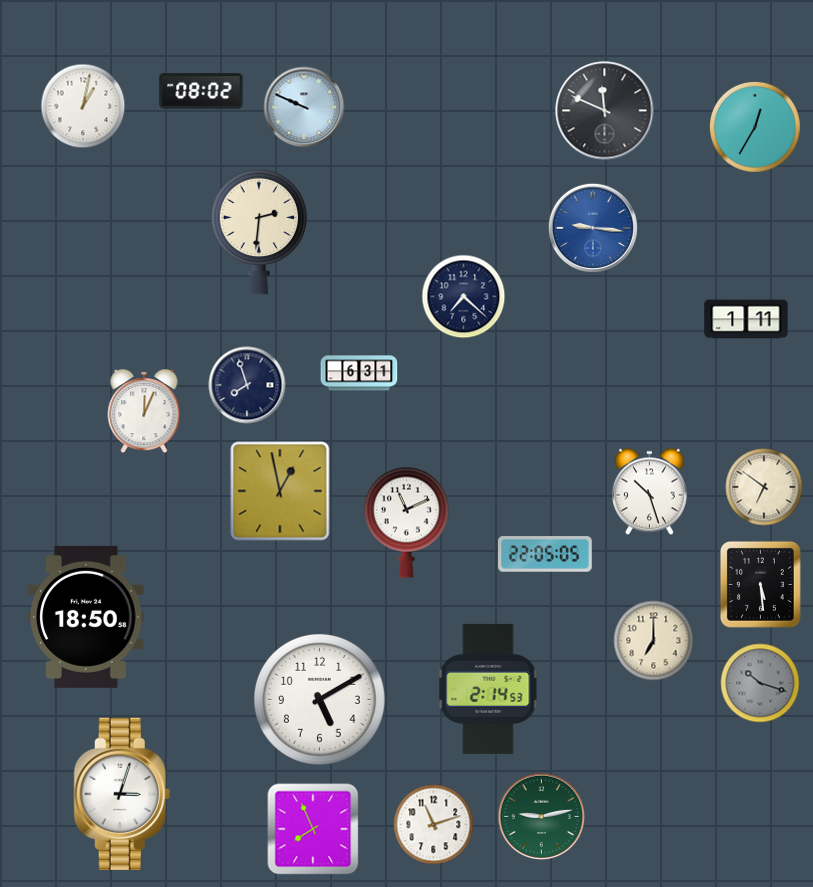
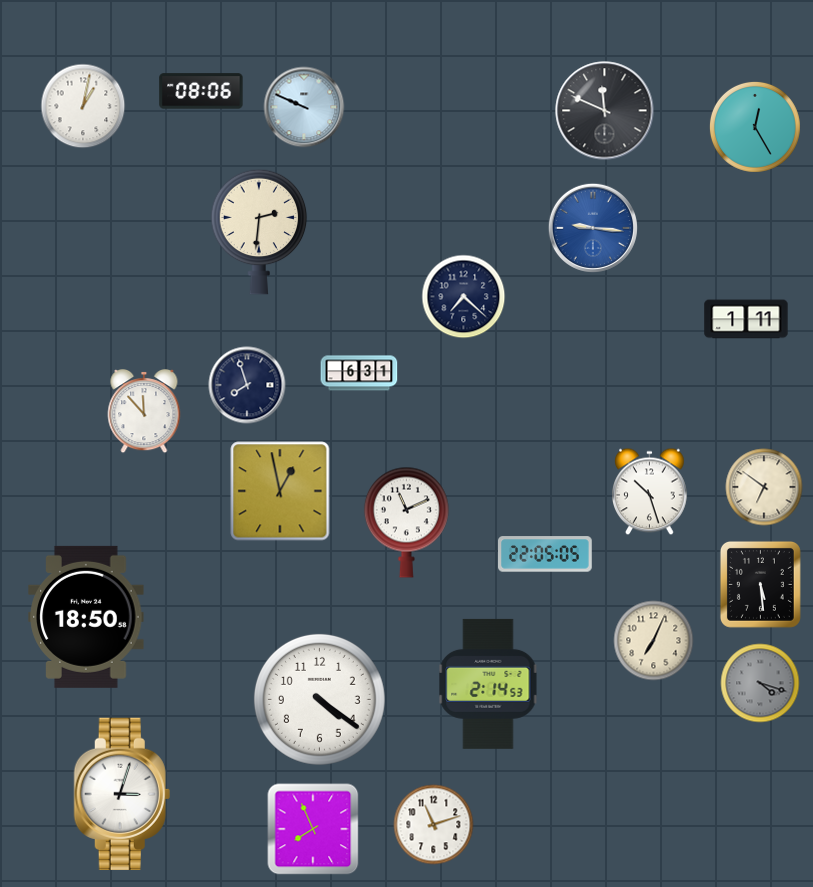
clock at (201, 91): 08:02 -> 08:06
clock at (755, 127): 12:35 -> 12:25
clock at (144, 412): 12:04 -> 11:53
clock at (654, 641): 7:00 -> 7:04
clock at (760, 683): 10:18 -> 4:18
clock at (488, 689) position: (488, 689) -> (488, 684)
clock at (319, 699): 5:10 -> 4:21
clock at (542, 817): 9:13 -> none
